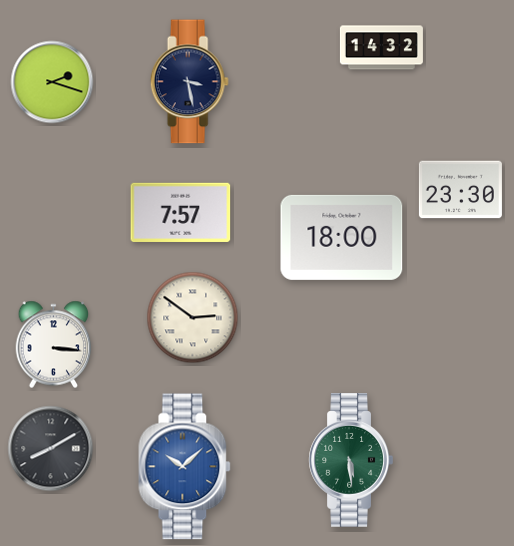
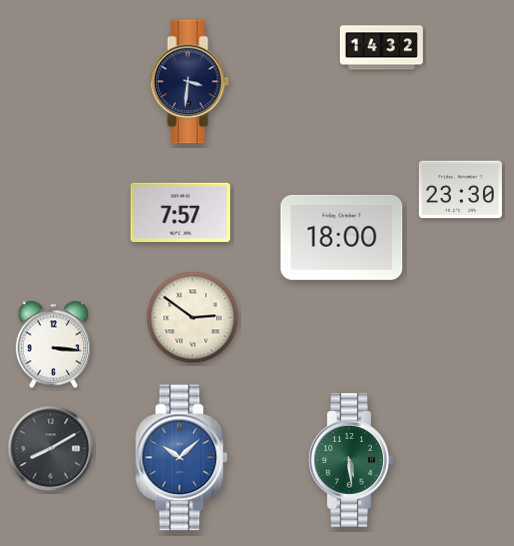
clock at (52, 82): 2:18 -> none
clock at (189, 82): 3:28 -> 3:31
clock at (185, 467) position: (185, 467) -> (182, 458)
